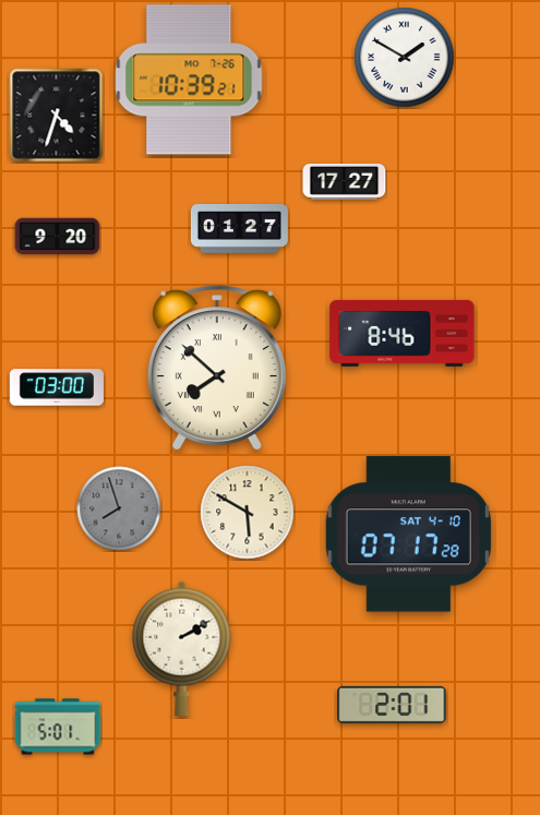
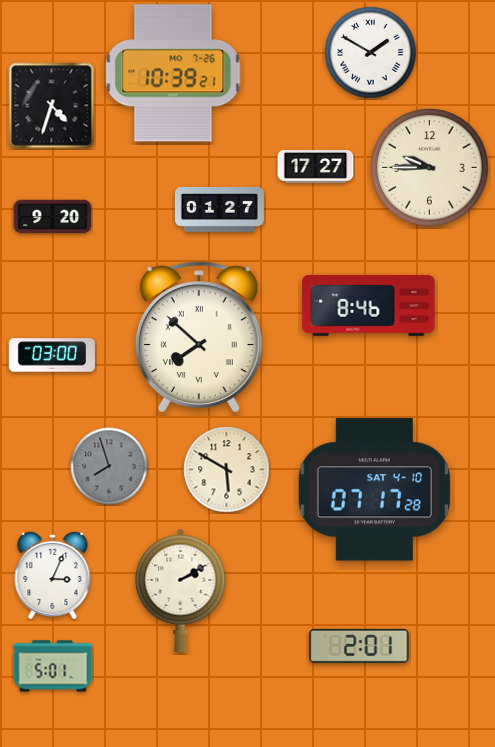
clock at (430, 168): none -> 9:45
clock at (53, 575): none -> 3:04
clock at (182, 648) position: (182, 648) -> (181, 590)
